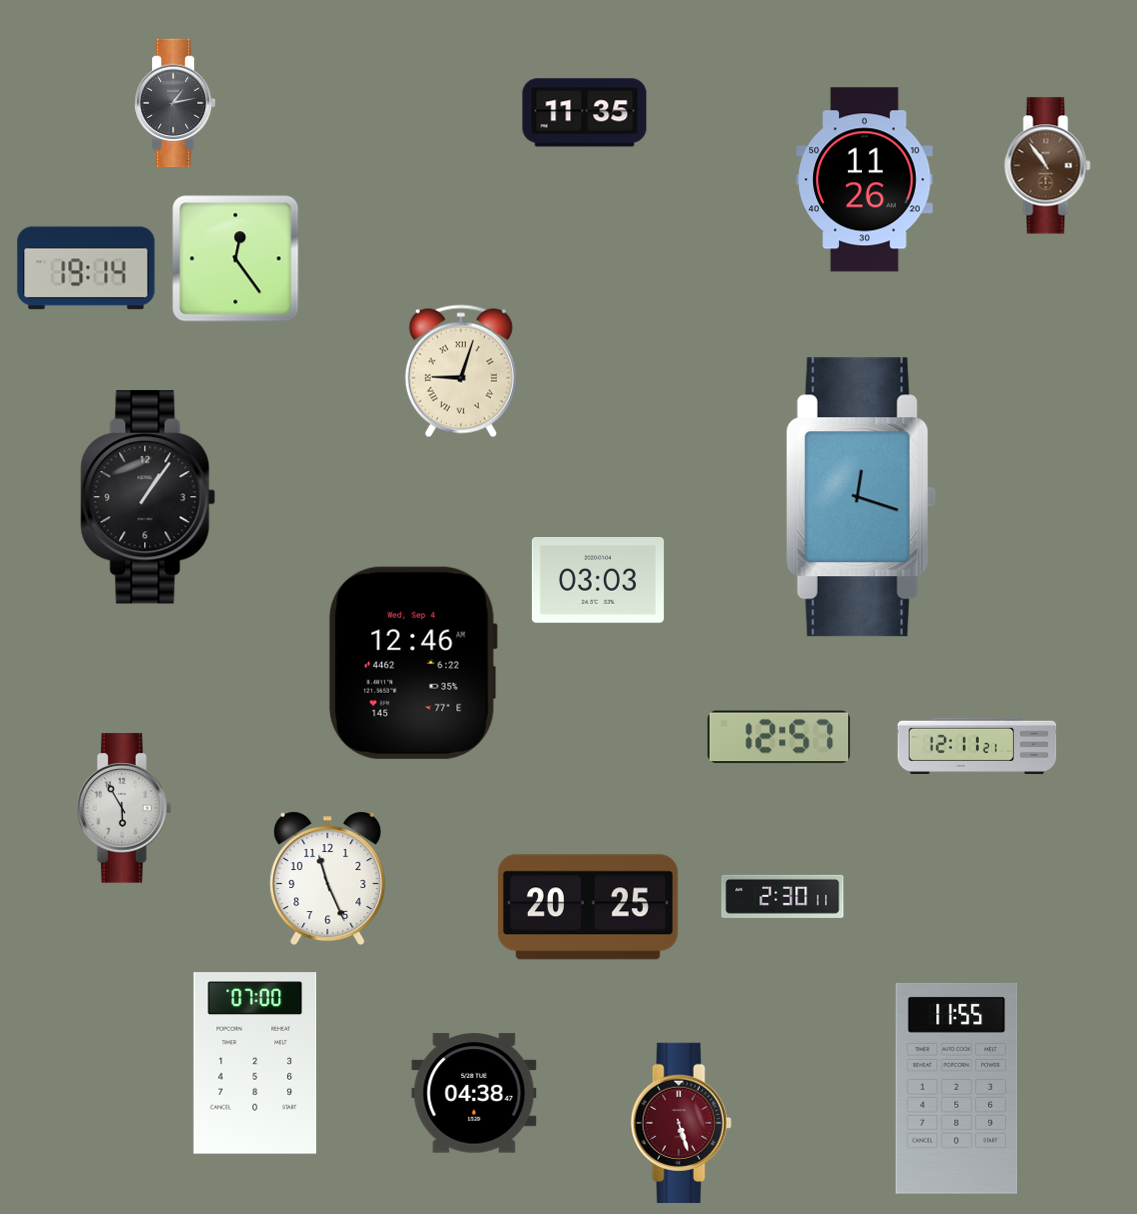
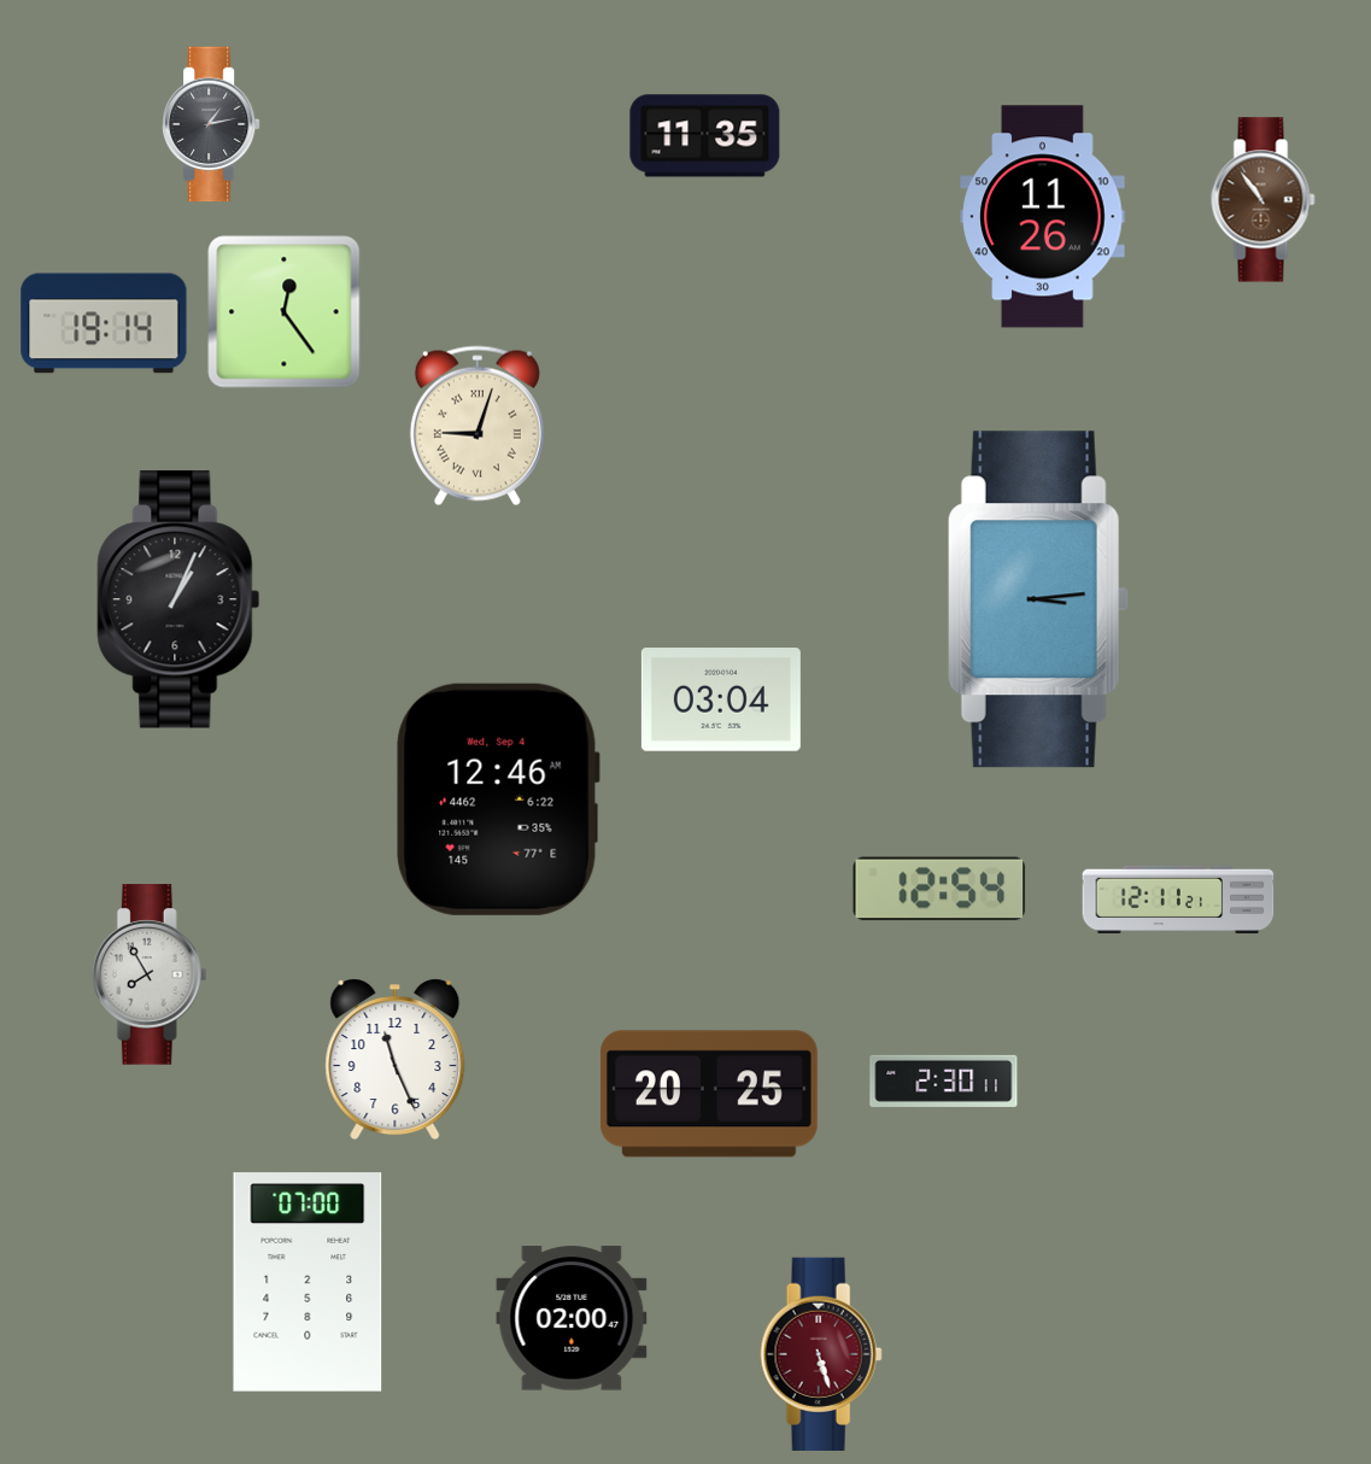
clock at (461, 371) position: (461, 371) -> (477, 426)
clock at (148, 497): 1:06 -> 1:04
clock at (861, 497): 12:18 -> 3:14
clock at (598, 581): 03:03 -> 03:04
clock at (779, 737): 12:57 -> 12:54
clock at (124, 808): 5:55 -> 7:55
clock at (957, 1088): 11:55 -> none
clock at (474, 1093): 04:38 -> 02:00
